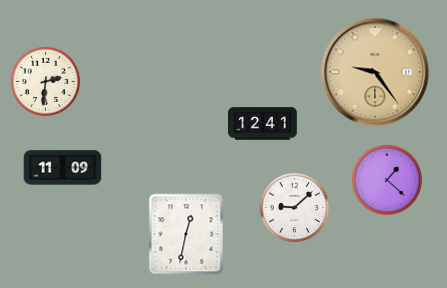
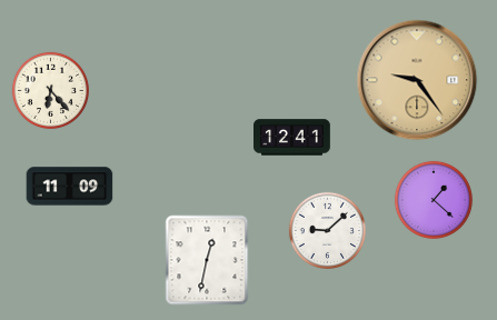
clock at (45, 81): 2:31 -> 6:23
clock at (387, 180) position: (387, 180) -> (434, 200)
